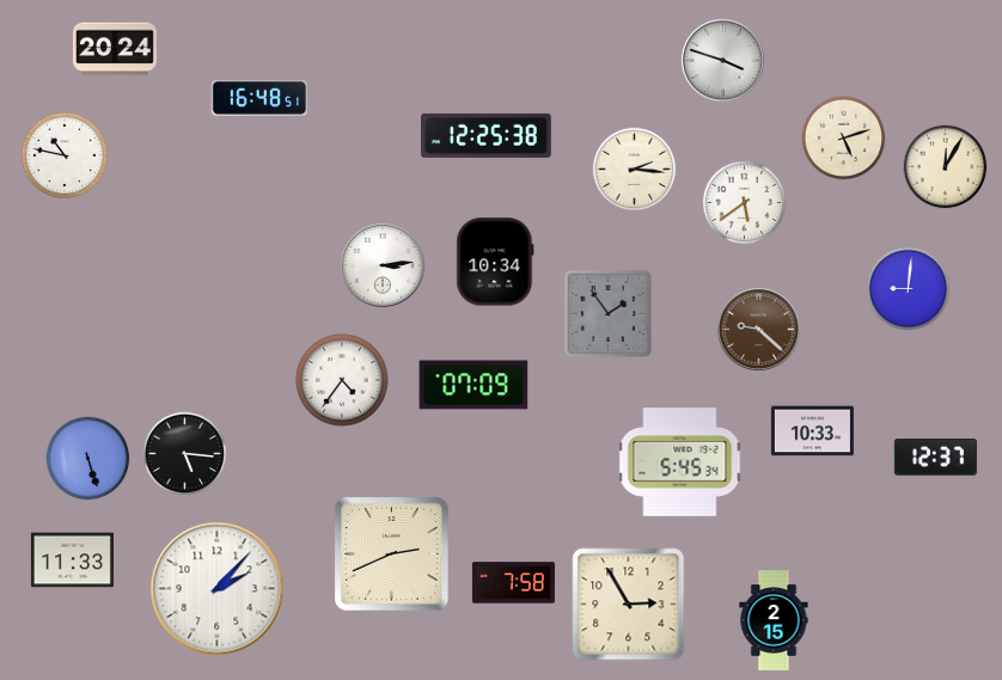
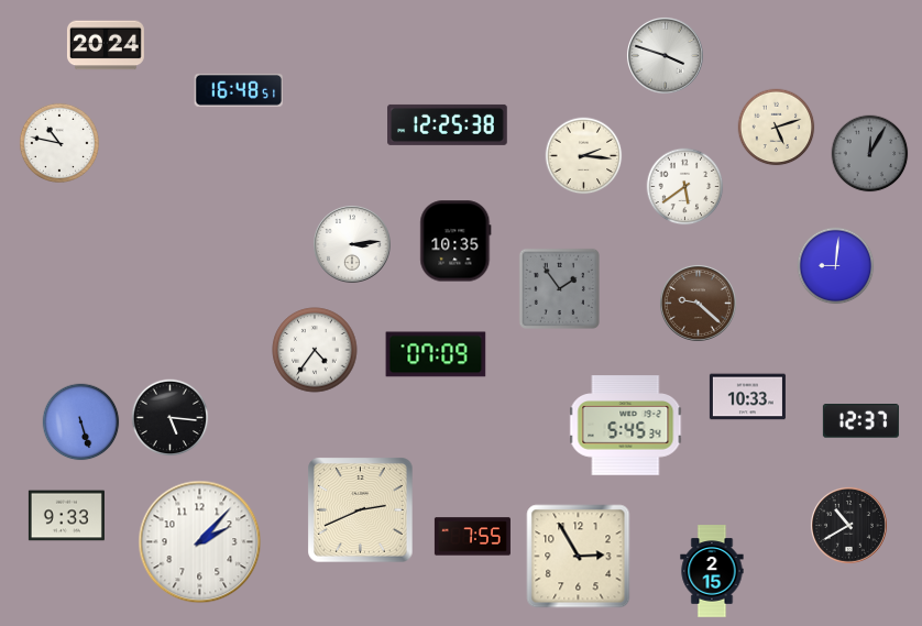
clock at (946, 167) dial: cream -> grey
clock at (495, 262): 10:34 -> 10:35
clock at (72, 560): 11:33 -> 9:33
clock at (848, 525): none -> 10:40
clock at (513, 583): 7:58 -> 7:55
